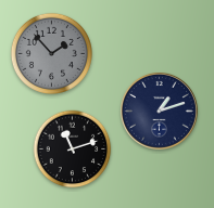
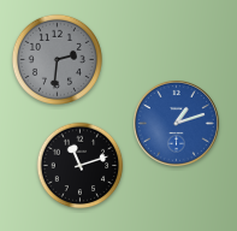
clock at (51, 53): 1:53 -> 2:31
clock at (159, 110) dial: navy -> blue
